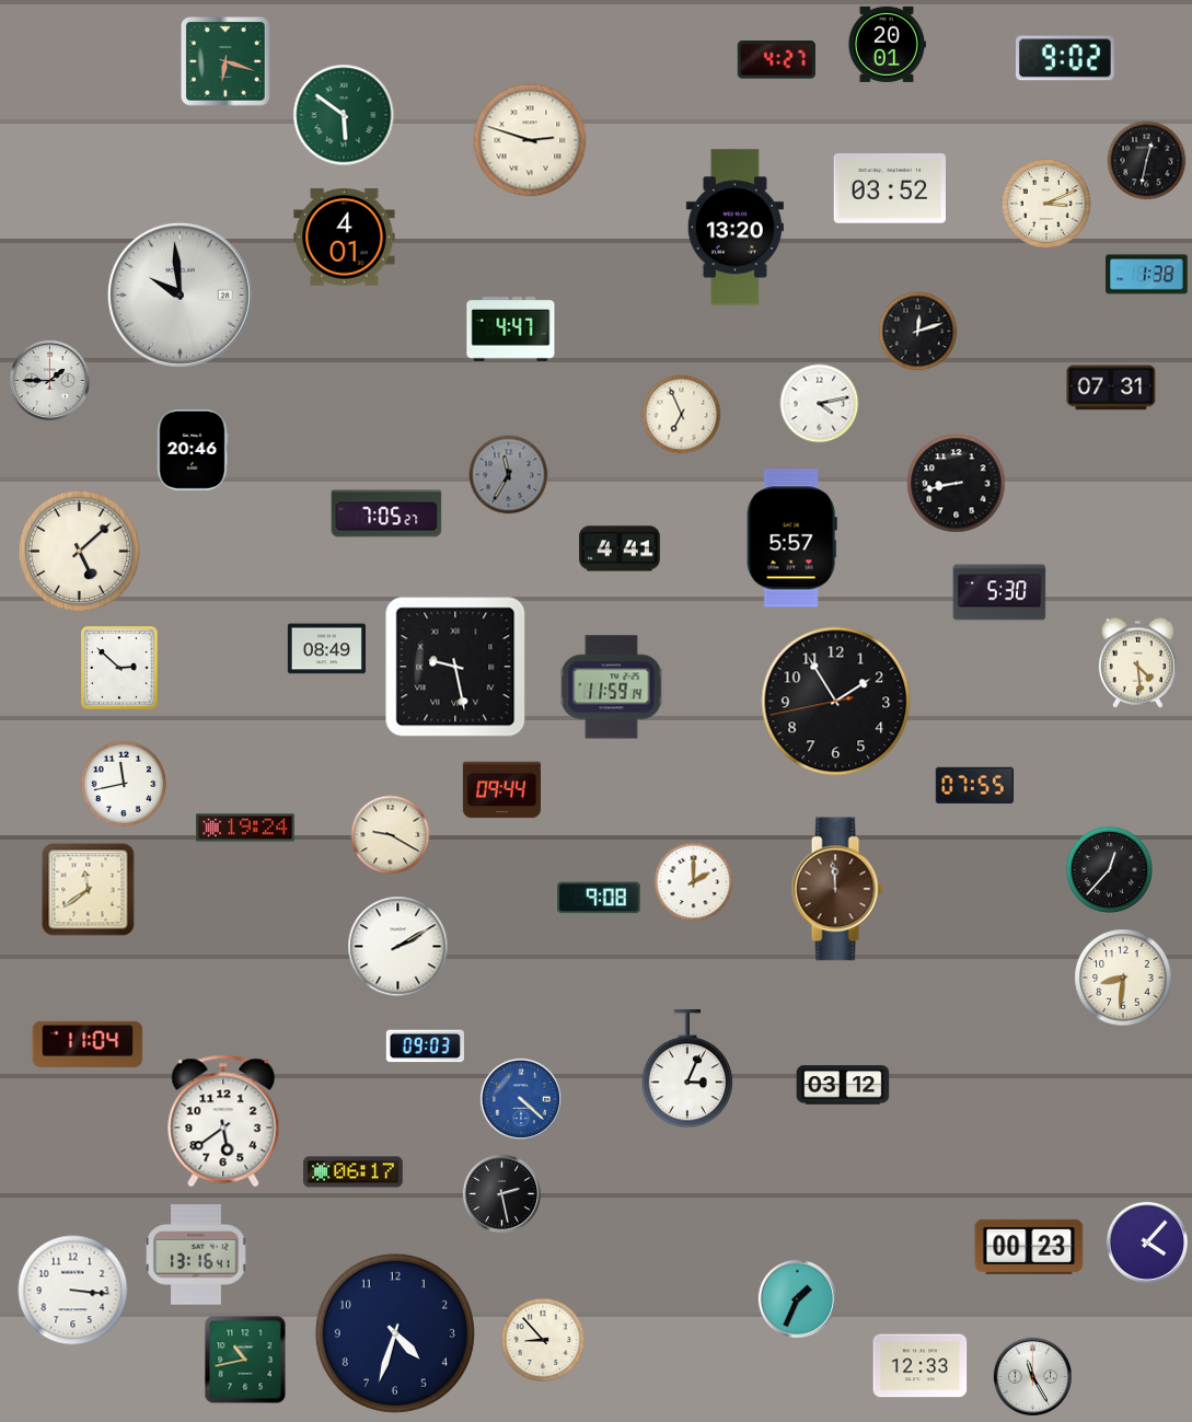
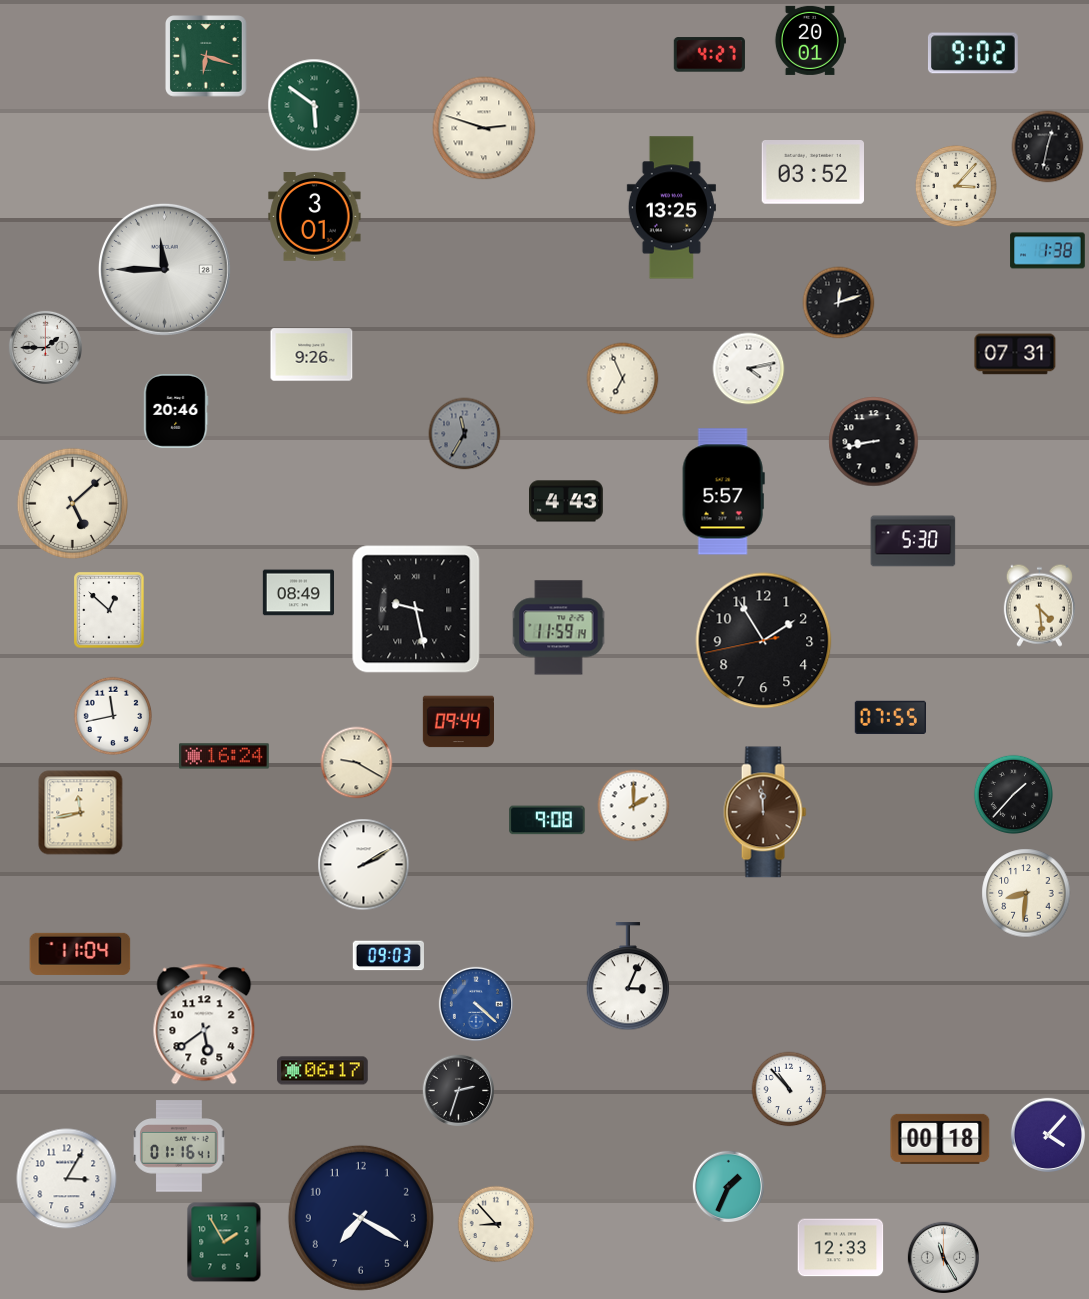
clock at (1046, 204): 3:11 -> 3:07
clock at (734, 228): 13:20 -> 13:25
clock at (345, 238): 4:01 -> 3:01
clock at (180, 294): 9:59 -> 11:45
clock at (511, 330): 4:47 -> none
clock at (312, 355): none -> 9:26
clock at (386, 513): 7:05 -> none
clock at (621, 548): 4:41 -> 4:43
clock at (119, 668): 2:52 -> 12:52
clock at (246, 828): 19:24 -> 16:24
clock at (1109, 869): 12:37 -> 1:37
clock at (89, 890): 11:39 -> 11:43
clock at (843, 1085): 03:12 -> none
clock at (789, 1089): none -> 10:53
clock at (501, 1193): 2:28 -> 2:33
clock at (1029, 1247): 00:23 -> 00:18
clock at (196, 1255): 13:16 -> 01:16
clock at (73, 1291): 3:16 -> 3:05
clock at (395, 1333): 4:33 -> 7:20
clock at (245, 1360): 10:43 -> 1:55
